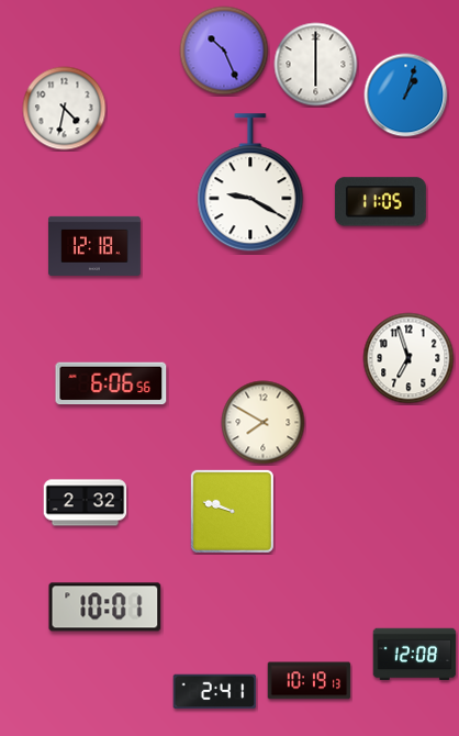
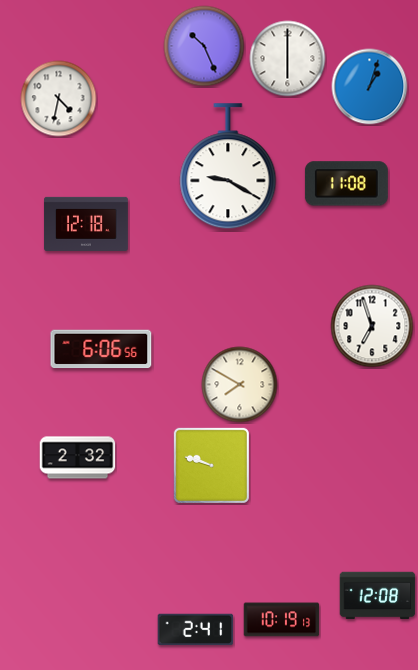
clock at (380, 202): 11:05 -> 11:08
clock at (105, 607): 10:01 -> none
